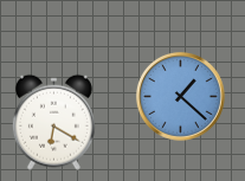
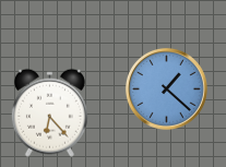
clock at (53, 122): 6:20 -> 6:23
